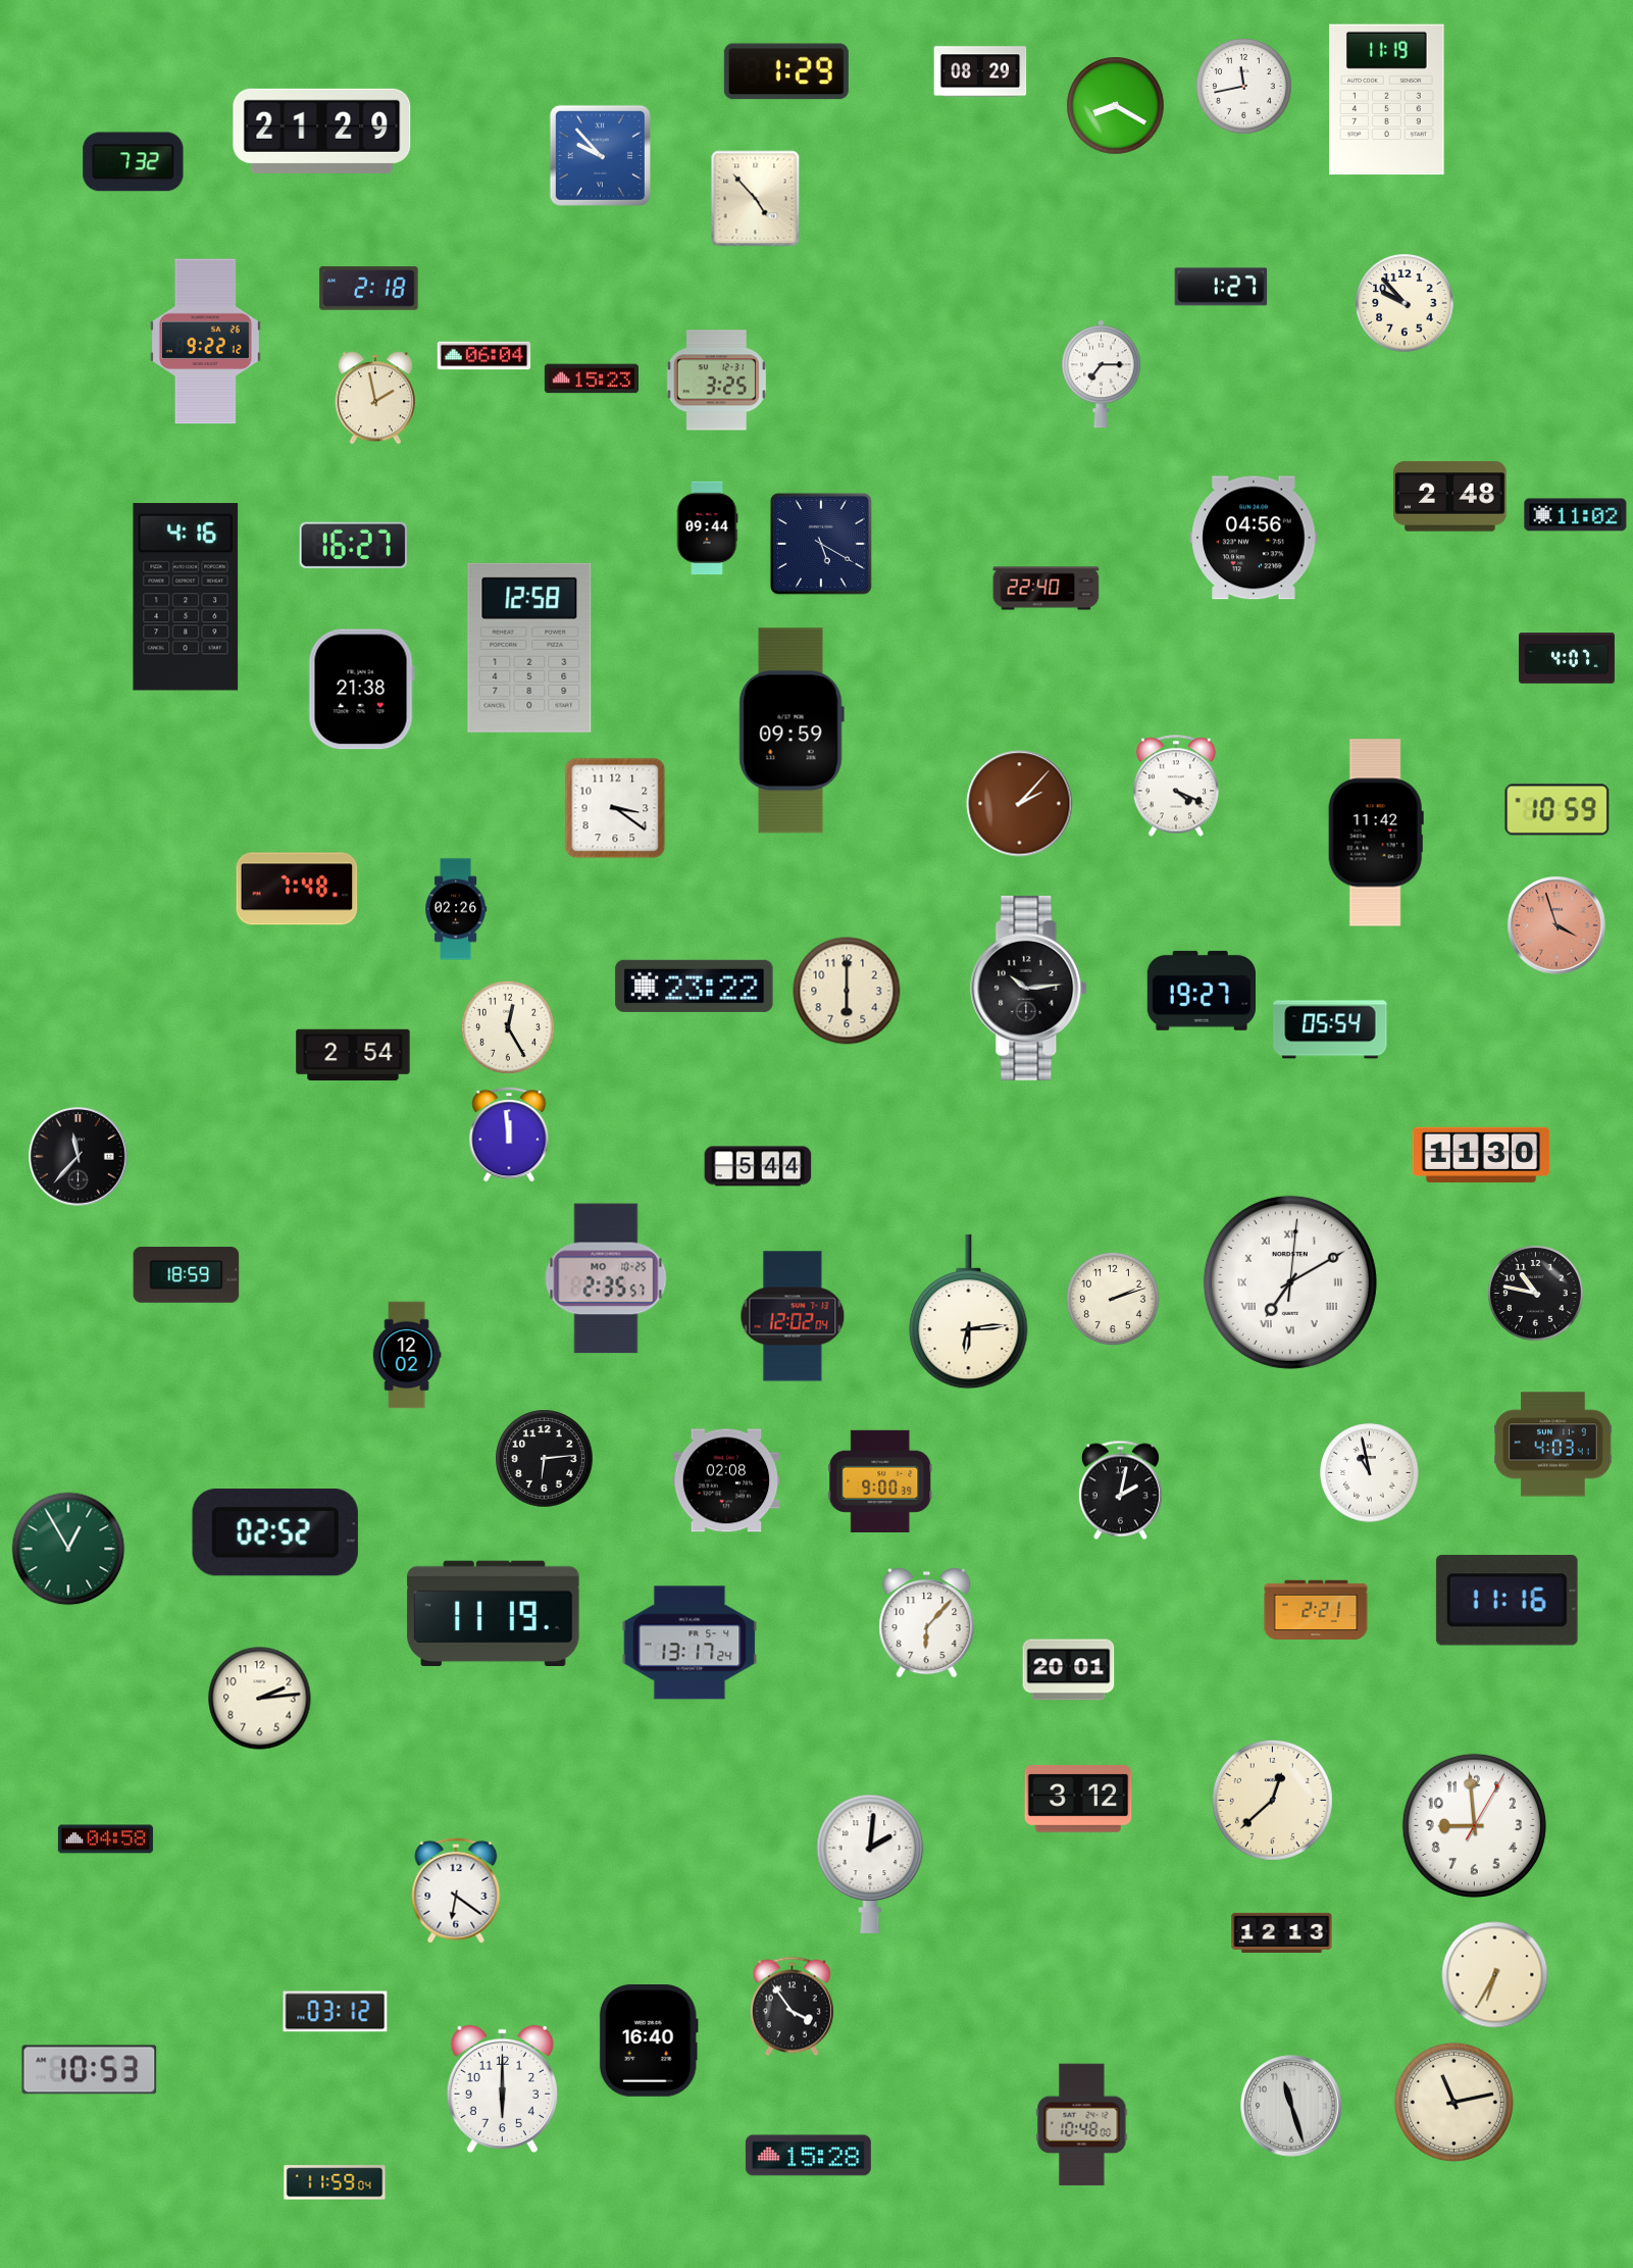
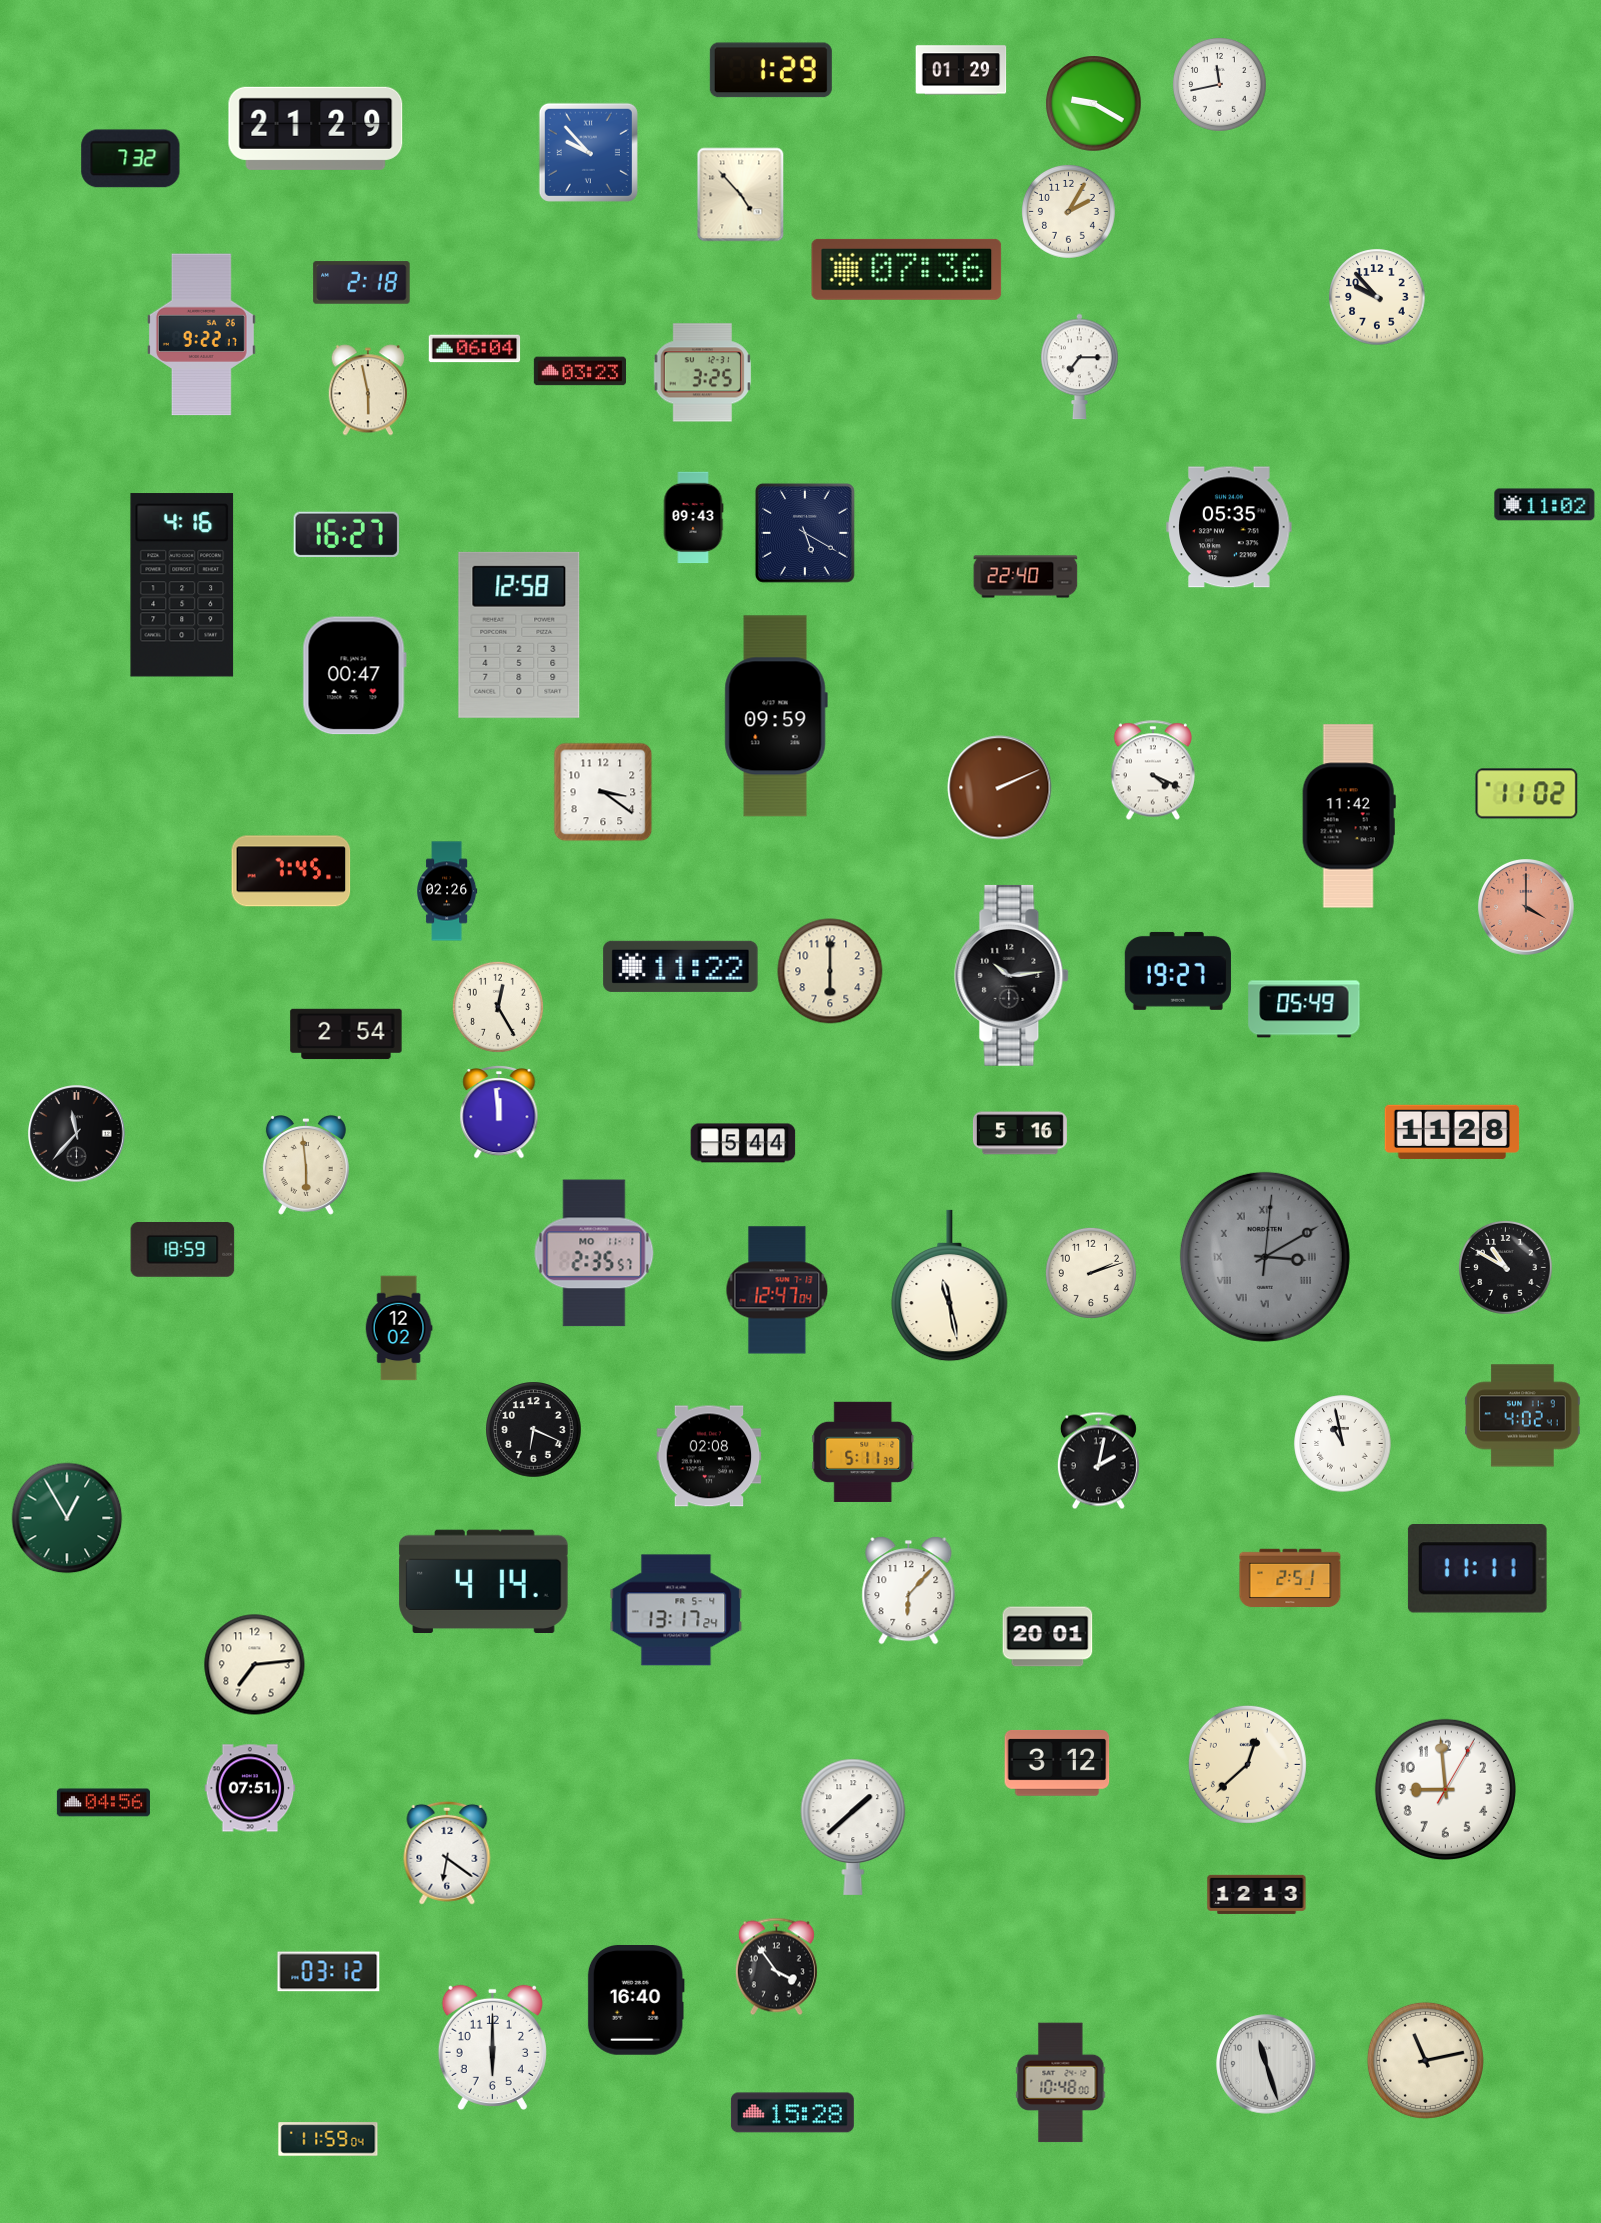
clock at (980, 71): 08:29 -> 01:29
clock at (1387, 100): 11:19 -> none
clock at (1116, 106): 8:20 -> 9:20
clock at (1069, 212): none -> 2:05
clock at (907, 269): none -> 07:36
clock at (1221, 287): 1:27 -> none
clock at (205, 342): 9:22:12 -> 9:22:17
clock at (591, 379): 15:23 -> 03:23
clock at (374, 398): 1:58 -> 5:58
clock at (1450, 497): 2:48 -> none
clock at (707, 528): 09:44 -> 09:43
clock at (1254, 538): 04:56 -> 05:35
clock at (1567, 658): 4:07 -> none
clock at (361, 690): 21:38 -> 00:47
clock at (1020, 804): 2:07 -> 2:11
clock at (1558, 810): 10:59 -> 11:02
clock at (297, 889): 7:48 -> 7:45
clock at (1558, 926): 3:57 -> 4:00
clock at (695, 986): 23:22 -> 11:22
clock at (1029, 988) position: (1029, 988) -> (1012, 975)
clock at (1330, 1029): 05:54 -> 05:49
clock at (1481, 1155): 11:30 -> 11:28
clock at (1020, 1133): none -> 5:16
clock at (306, 1166): none -> 5:59
clock at (606, 1278) date: MO 10-25 -> MO 11-1
clock at (1290, 1282): 7:10 -> 3:10
clock at (1290, 1282) dial: white -> grey
clock at (1536, 1294): 10:47 -> 10:50
clock at (969, 1312): 6:14 -> 11:28
clock at (793, 1316): 12:02 -> 12:47
clock at (1553, 1445): 4:03 -> 4:02
clock at (545, 1459): 6:14 -> 6:19
clock at (726, 1480) position: (726, 1480) -> (709, 1456)
clock at (880, 1481): 9:00 -> 5:11
clock at (275, 1532): 02:52 -> none
clock at (1507, 1601): 11:16 -> 11:11
clock at (1316, 1610): 2:21 -> 2:51
clock at (494, 1613): 11:19 -> 4:14
clock at (260, 1699): 2:14 -> 7:14
clock at (250, 1788): none -> 07:51
clock at (105, 1839): 04:58 -> 04:56
clock at (870, 1864): 2:01 -> 1:38
clock at (1495, 1975): 6:35 -> none
clock at (90, 2070): 10:53 -> none
